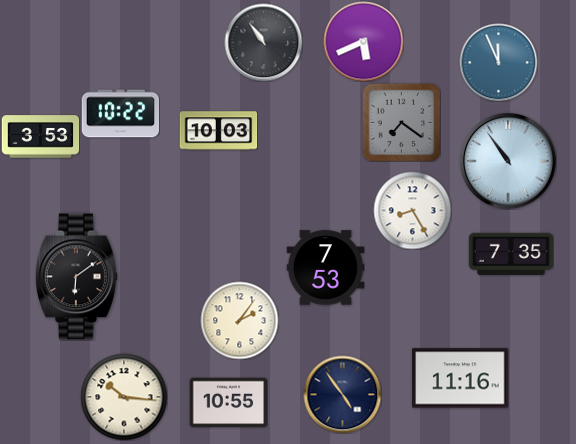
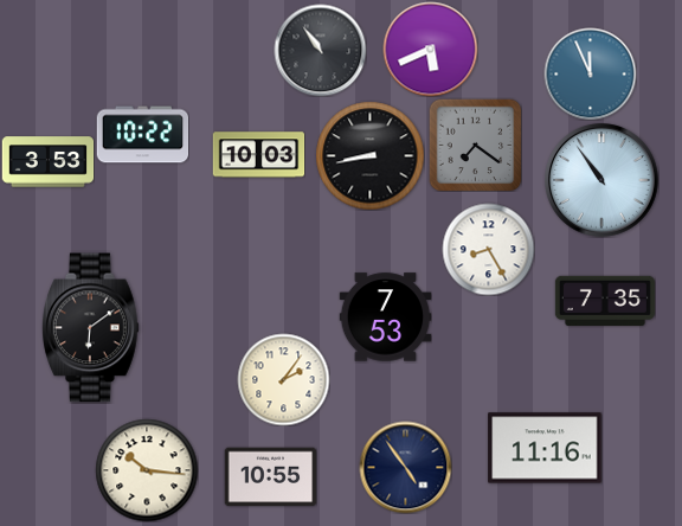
clock at (263, 42) position: (263, 42) -> (320, 50)
clock at (369, 155): none -> 8:43
clock at (509, 162) position: (509, 162) -> (603, 181)
